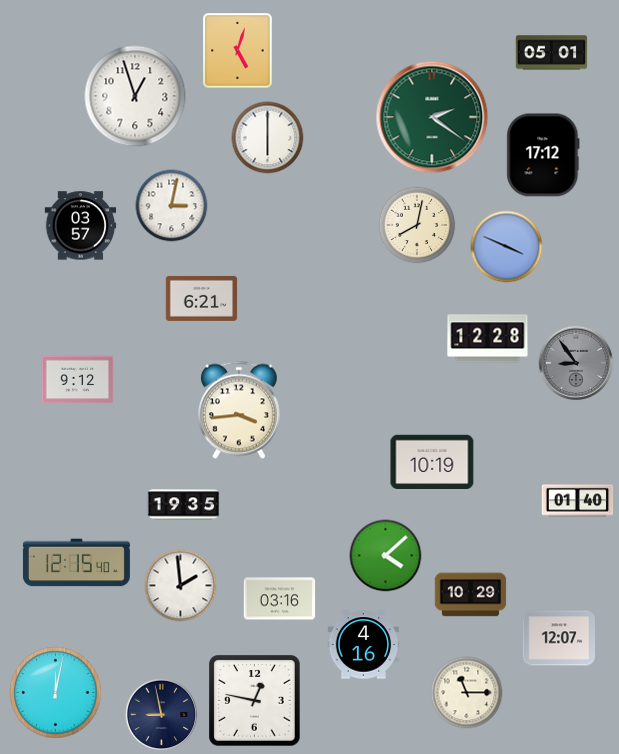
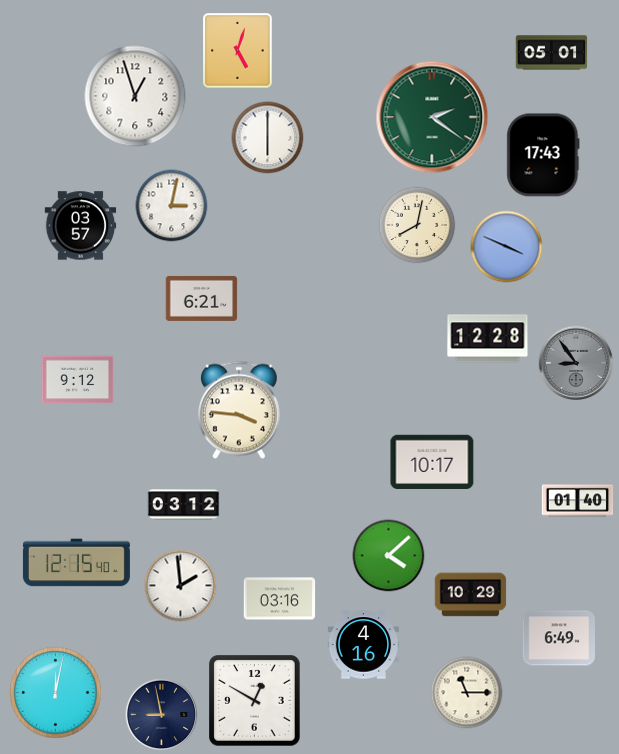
clock at (543, 155): 17:12 -> 17:43
clock at (239, 410): 3:44 -> 3:46
clock at (432, 462): 10:19 -> 10:17
clock at (184, 505): 19:35 -> 03:12
clock at (386, 556) position: (386, 556) -> (389, 556)
clock at (558, 638): 12:07 -> 6:49
clock at (255, 701): 12:47 -> 12:50
